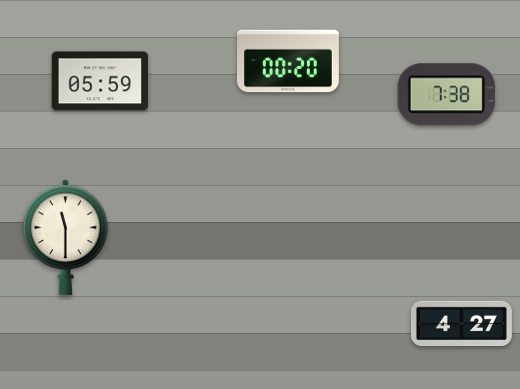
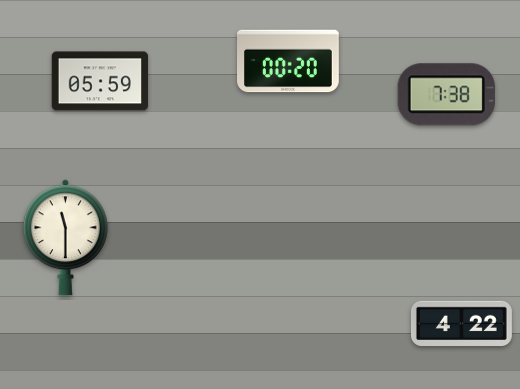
clock at (461, 324): 4:27 -> 4:22
